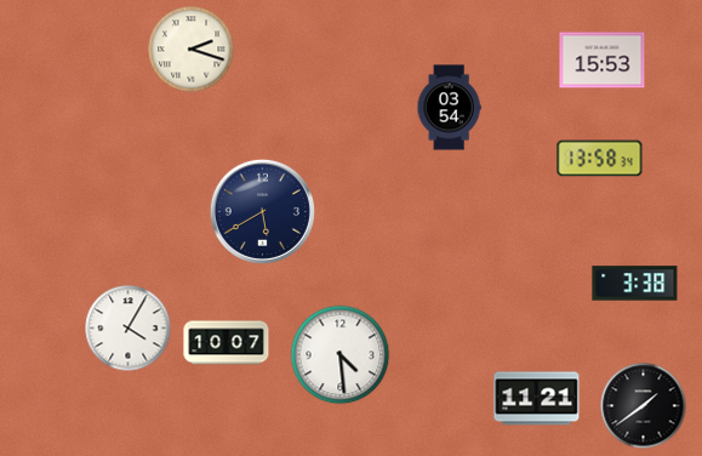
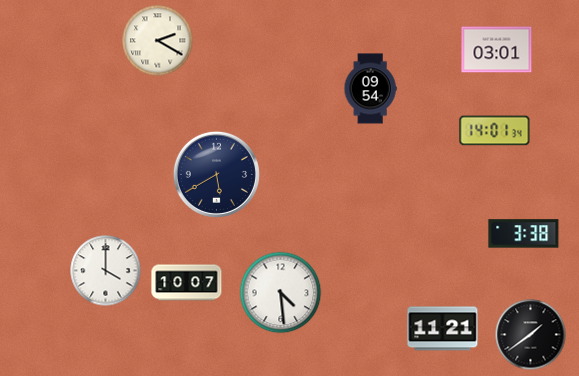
clock at (192, 50): 2:18 -> 2:20
clock at (603, 61): 15:53 -> 03:01
clock at (449, 108): 03:54 -> 09:54
clock at (600, 159): 13:58 -> 14:01
clock at (129, 329): 4:05 -> 4:00
